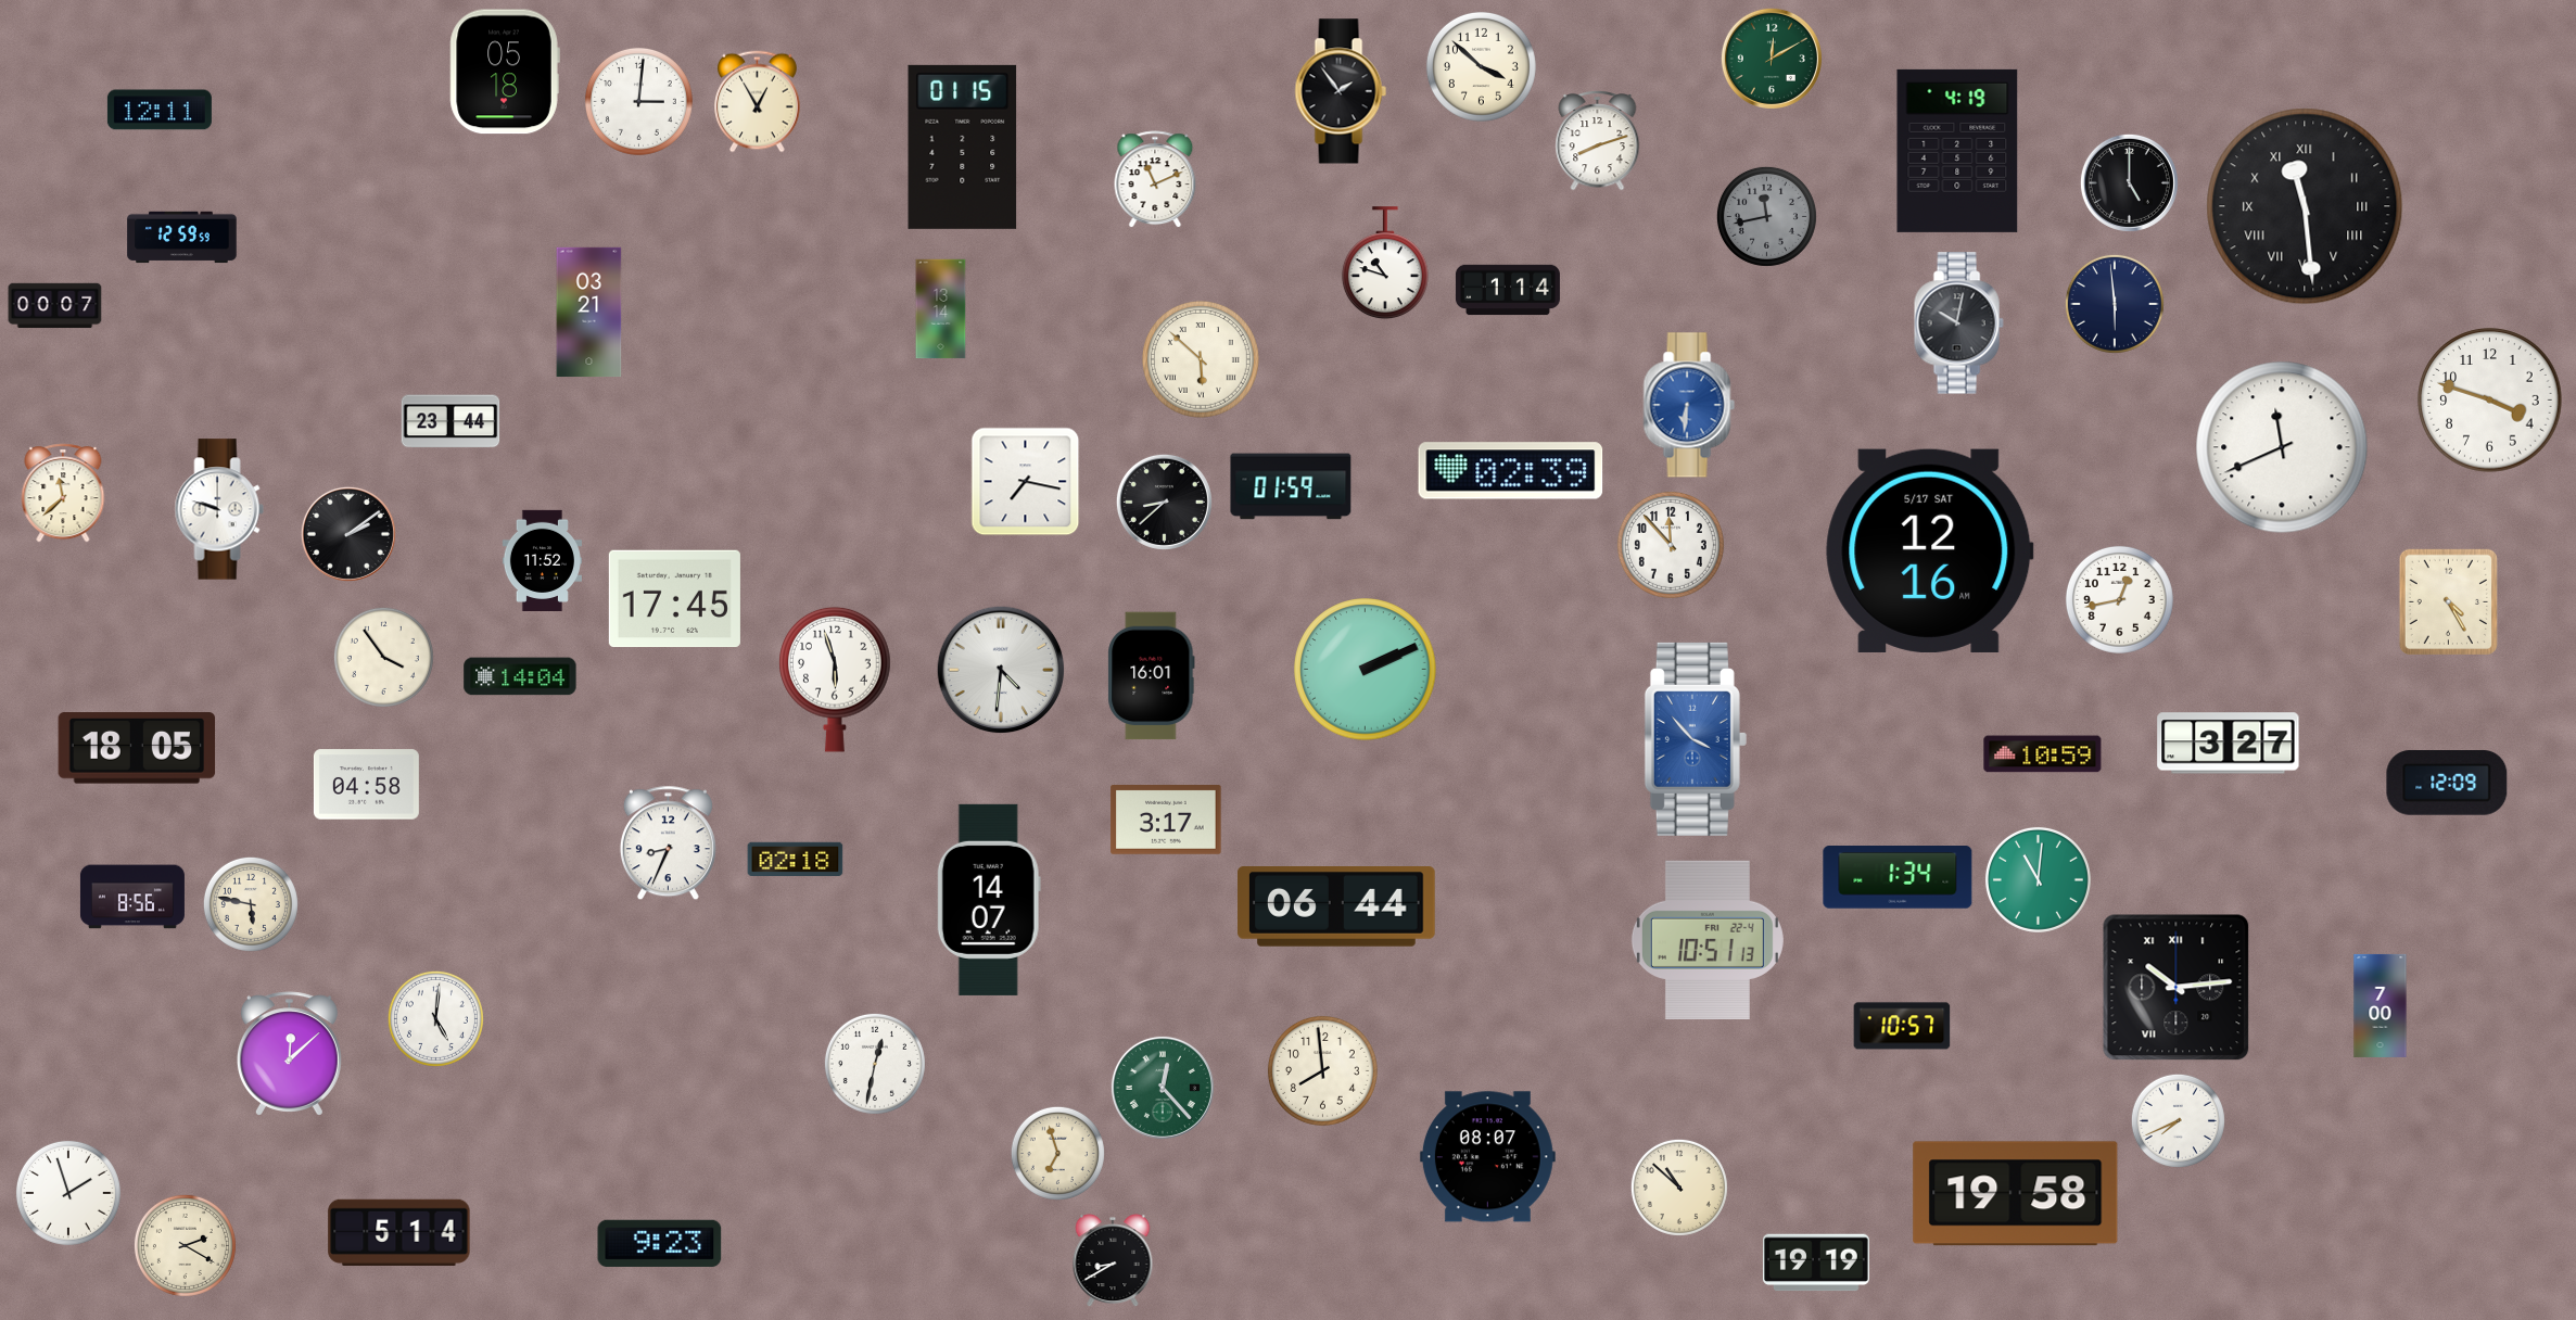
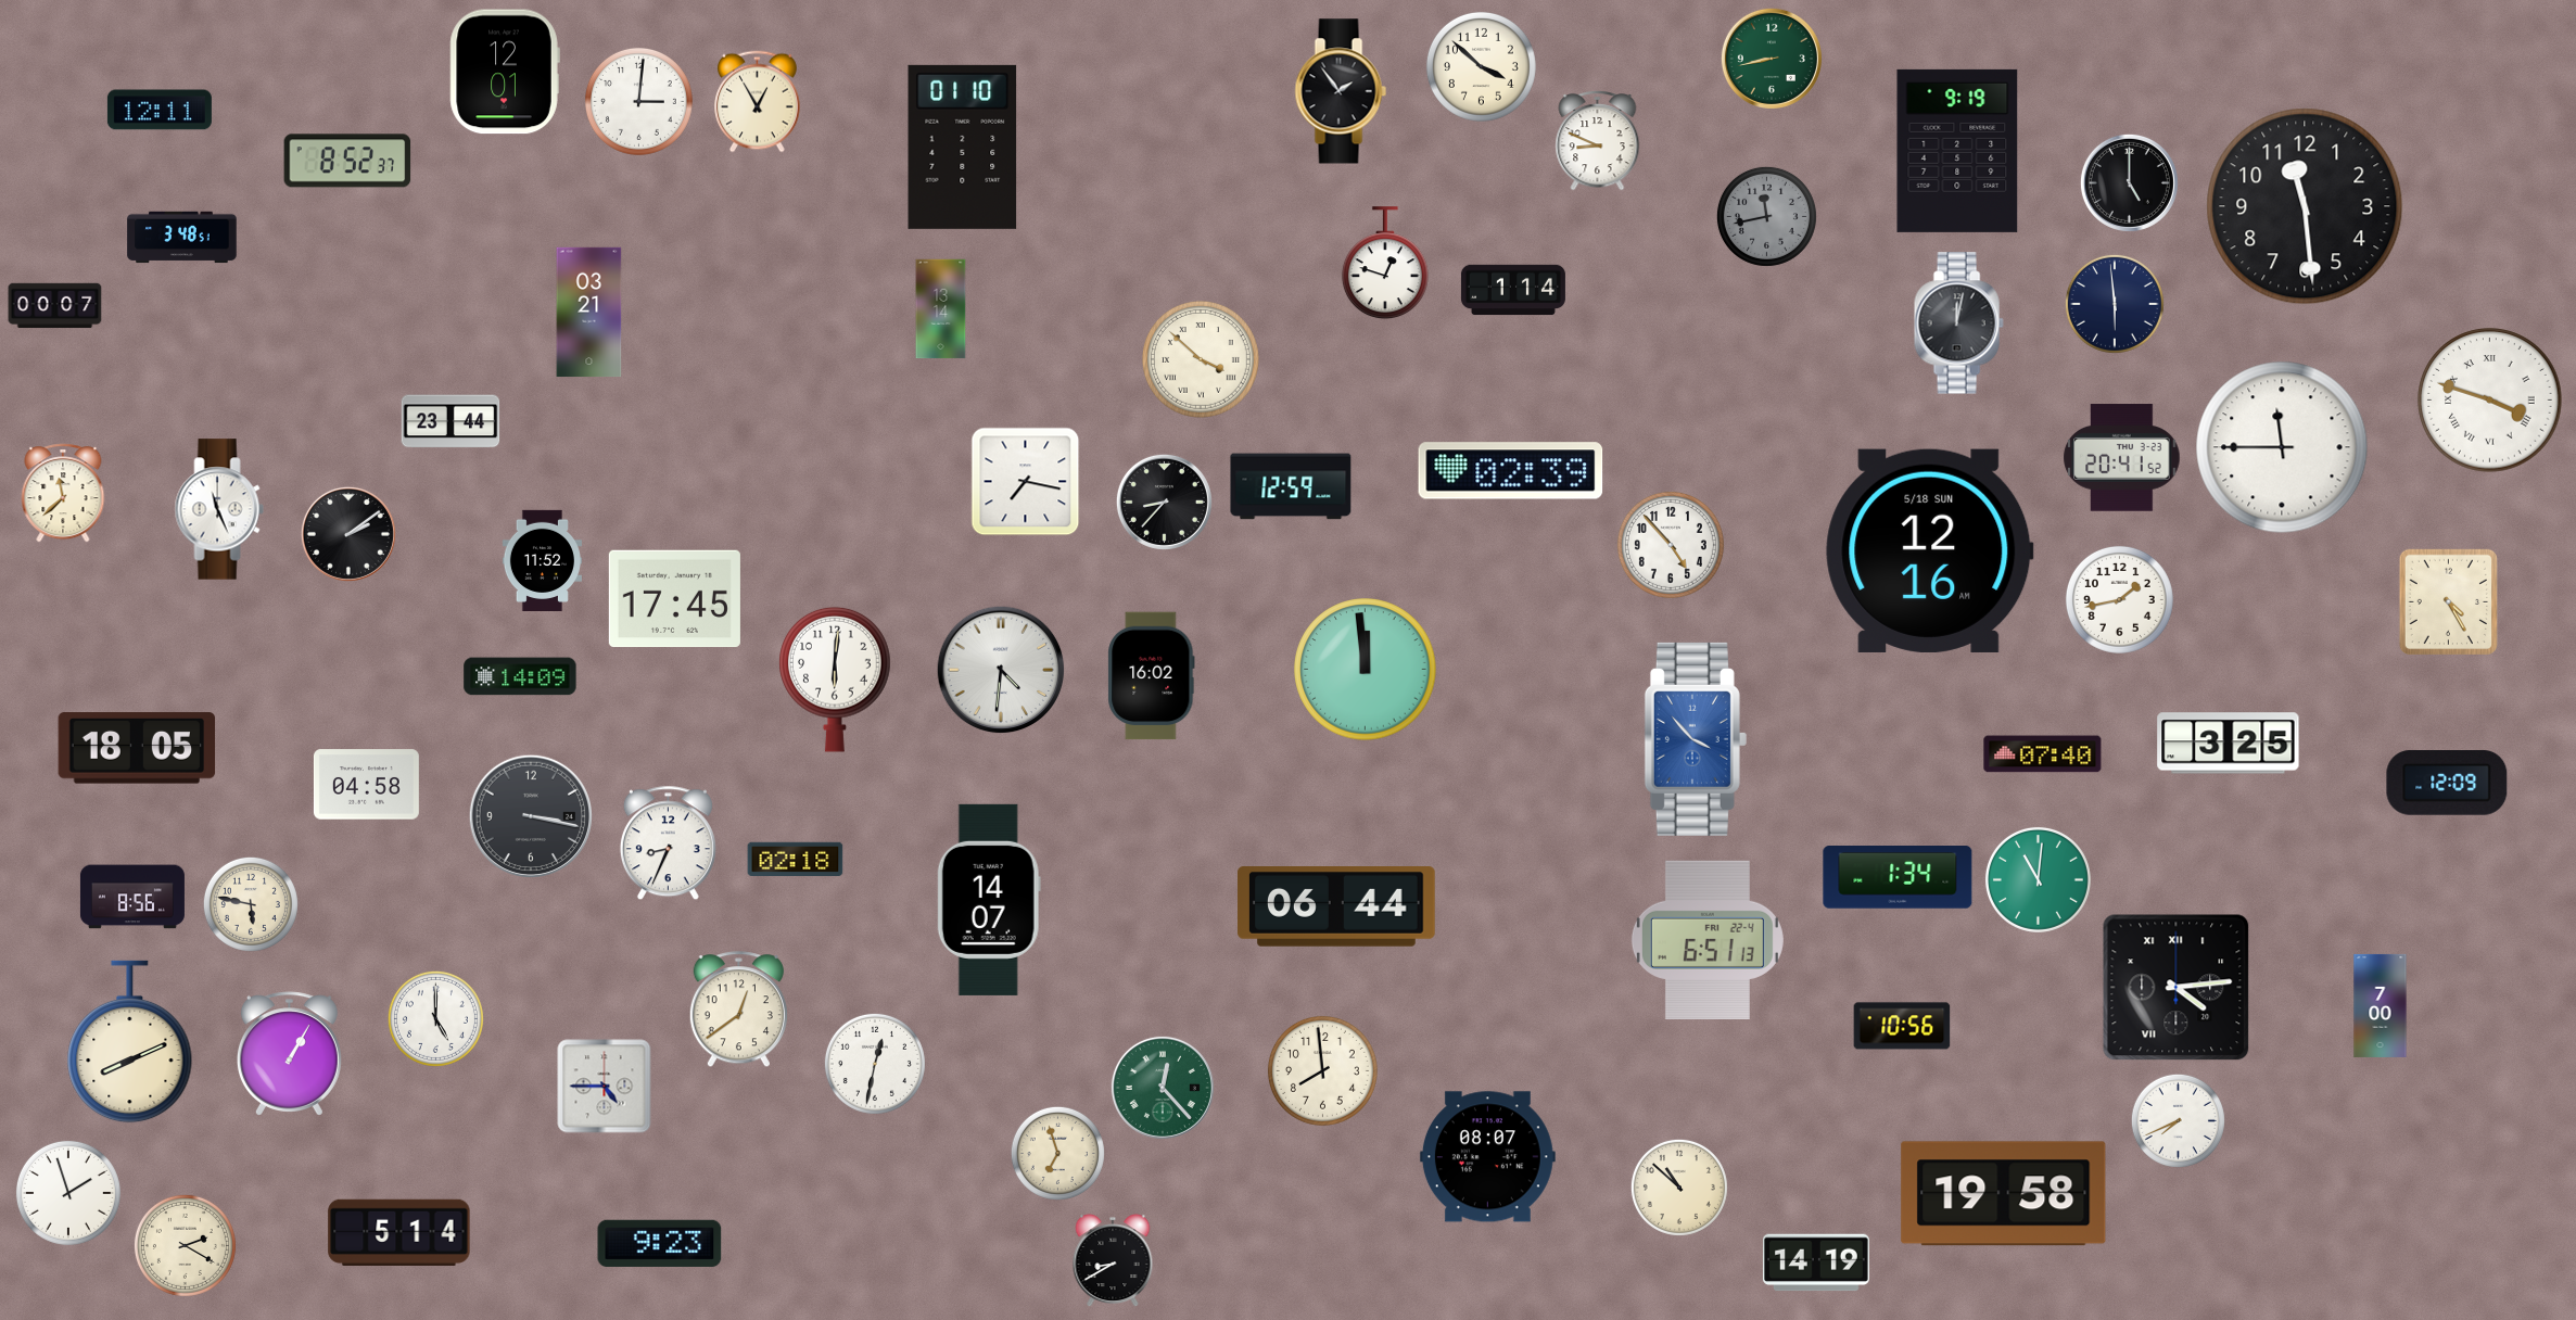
clock at (1772, 59): 12:10 -> 8:43
clock at (505, 72): 05:18 -> 12:01
clock at (1598, 141): 8:12 -> 8:49
clock at (963, 147): 01:15 -> 01:10
clock at (1957, 151): 4:19 -> 9:19
clock at (347, 161): none -> 8:52
clock at (1155, 180): 11:11 -> none
clock at (2305, 206) numerals: Roman -> Arabic
clock at (182, 238): 12:59 -> 3:48
clock at (1385, 264): 10:48 -> 12:48
clock at (1508, 290) position: (1508, 290) -> (1513, 290)
clock at (1958, 323): 10:02 -> 12:02
clock at (1201, 359): 5:52 -> 3:52
clock at (2490, 401) numerals: Arabic -> Roman
clock at (1689, 405): 6:31 -> none
clock at (2282, 447): 11:41 -> 11:45
clock at (2122, 458): none -> 20:41
clock at (1291, 486): 01:59 -> 12:59
clock at (1164, 502): 8:38 -> 8:37
clock at (219, 509): 9:48 -> 11:26
clock at (1671, 545): 11:53 -> 4:53
clock at (1930, 550) date: 5/17 SAT -> 5/18 SUN
clock at (2119, 599): 12:43 -> 1:43
clock at (383, 657): 3:54 -> none
clock at (1366, 670): 2:11 -> 11:59
clock at (520, 676): 14:04 -> 14:09
clock at (1152, 676): 16:01 -> 16:02
clock at (835, 680): 5:57 -> 6:01
clock at (2229, 744): 3:27 -> 3:25
clock at (2043, 754): 10:59 -> 07:40
clock at (531, 816): none -> 3:17
clock at (1166, 821): 3:17 -> none
clock at (1708, 939): 10:51 -> 6:51
clock at (2177, 988): 10:14 -> 4:14
clock at (738, 1010): none -> 12:39
clock at (435, 1018): 5:01 -> 5:00
clock at (1902, 1026): 10:57 -> 10:56
clock at (130, 1042): none -> 8:11
clock at (289, 1054): 12:08 -> 1:05
clock at (605, 1087): none -> 4:45
clock at (2016, 1194) position: (2016, 1194) -> (2004, 1194)
clock at (1816, 1262): 19:19 -> 14:19
